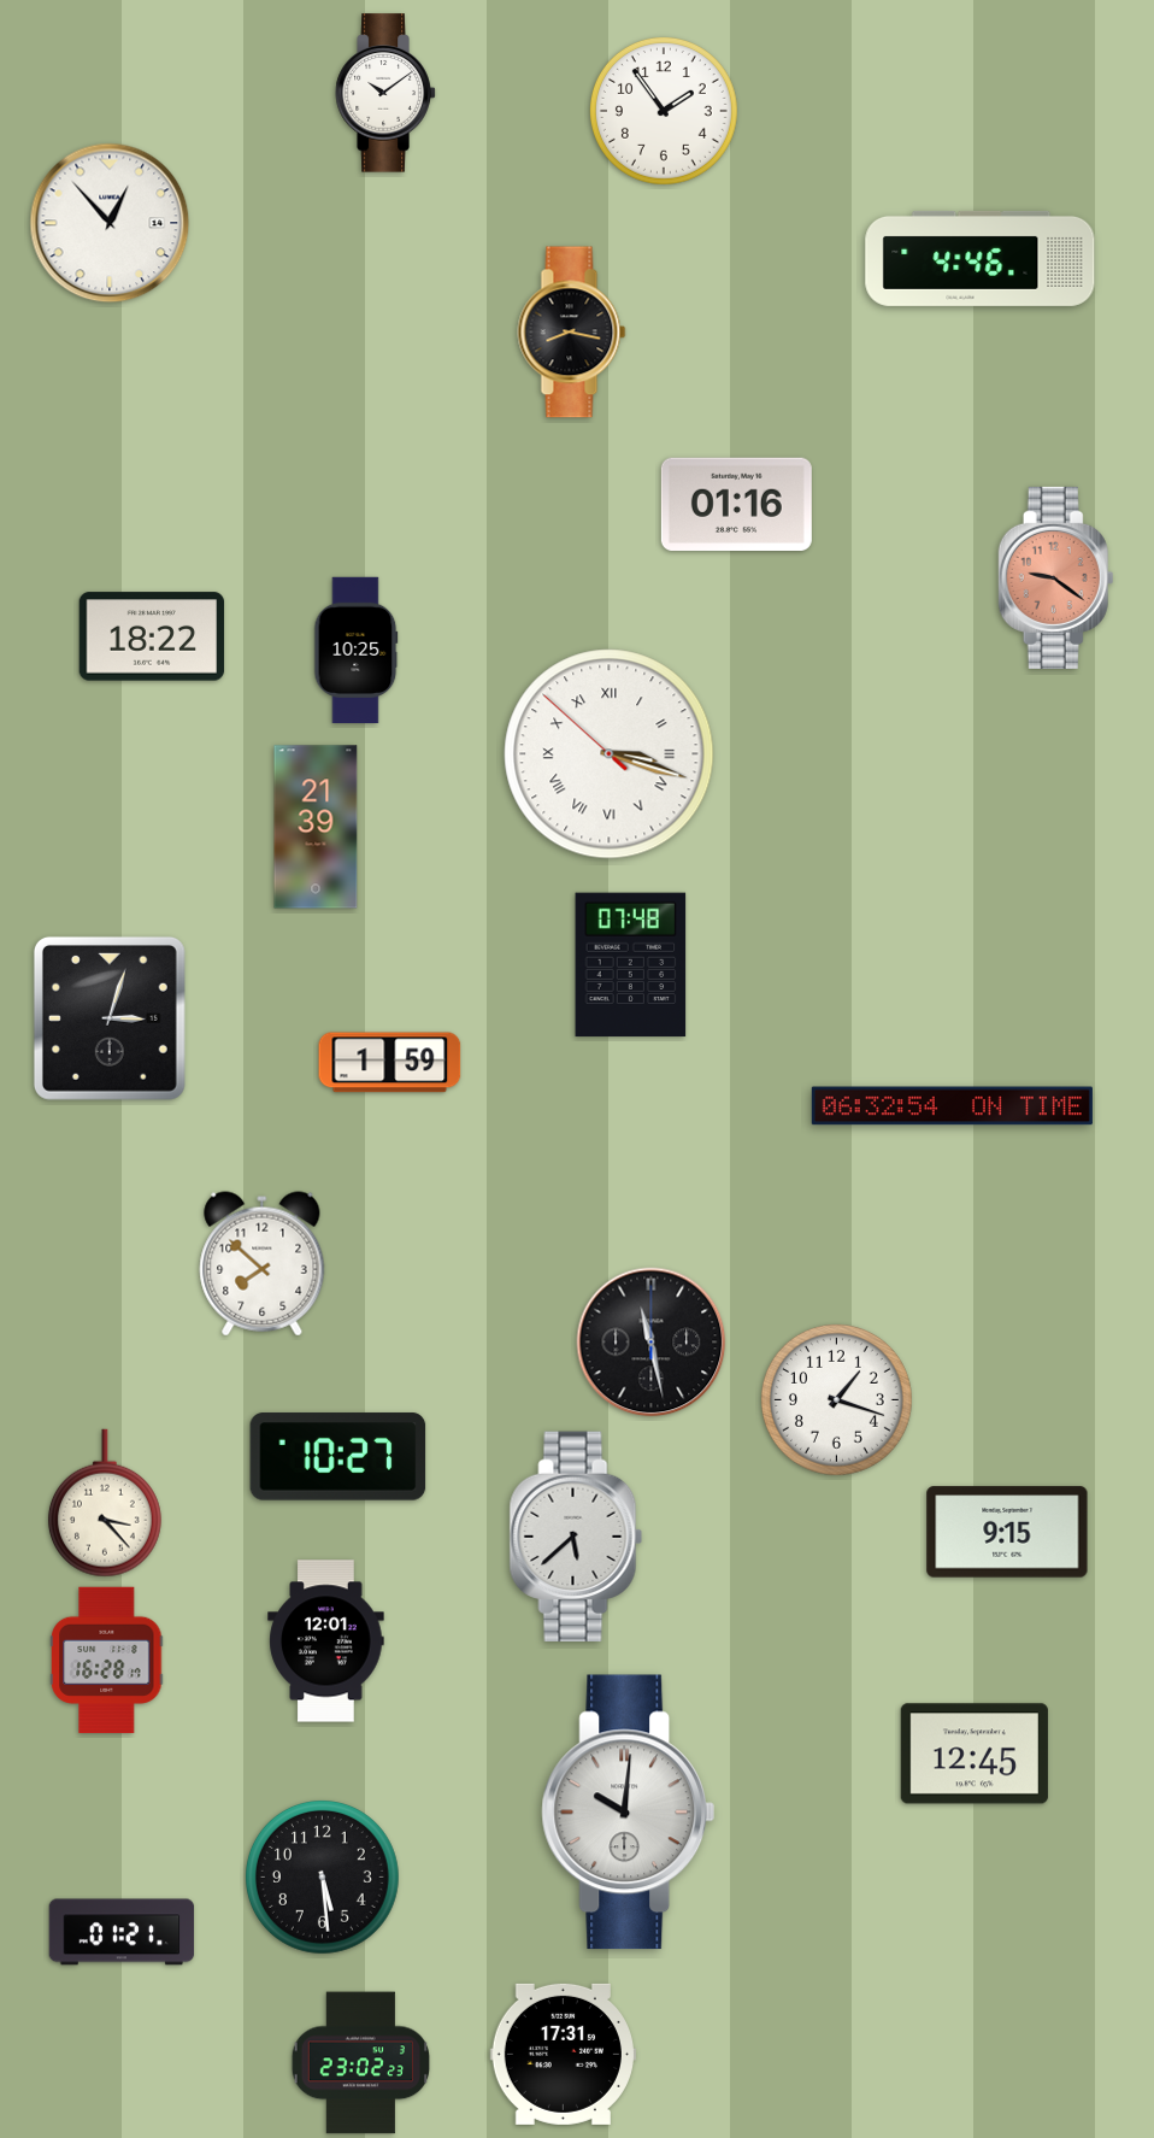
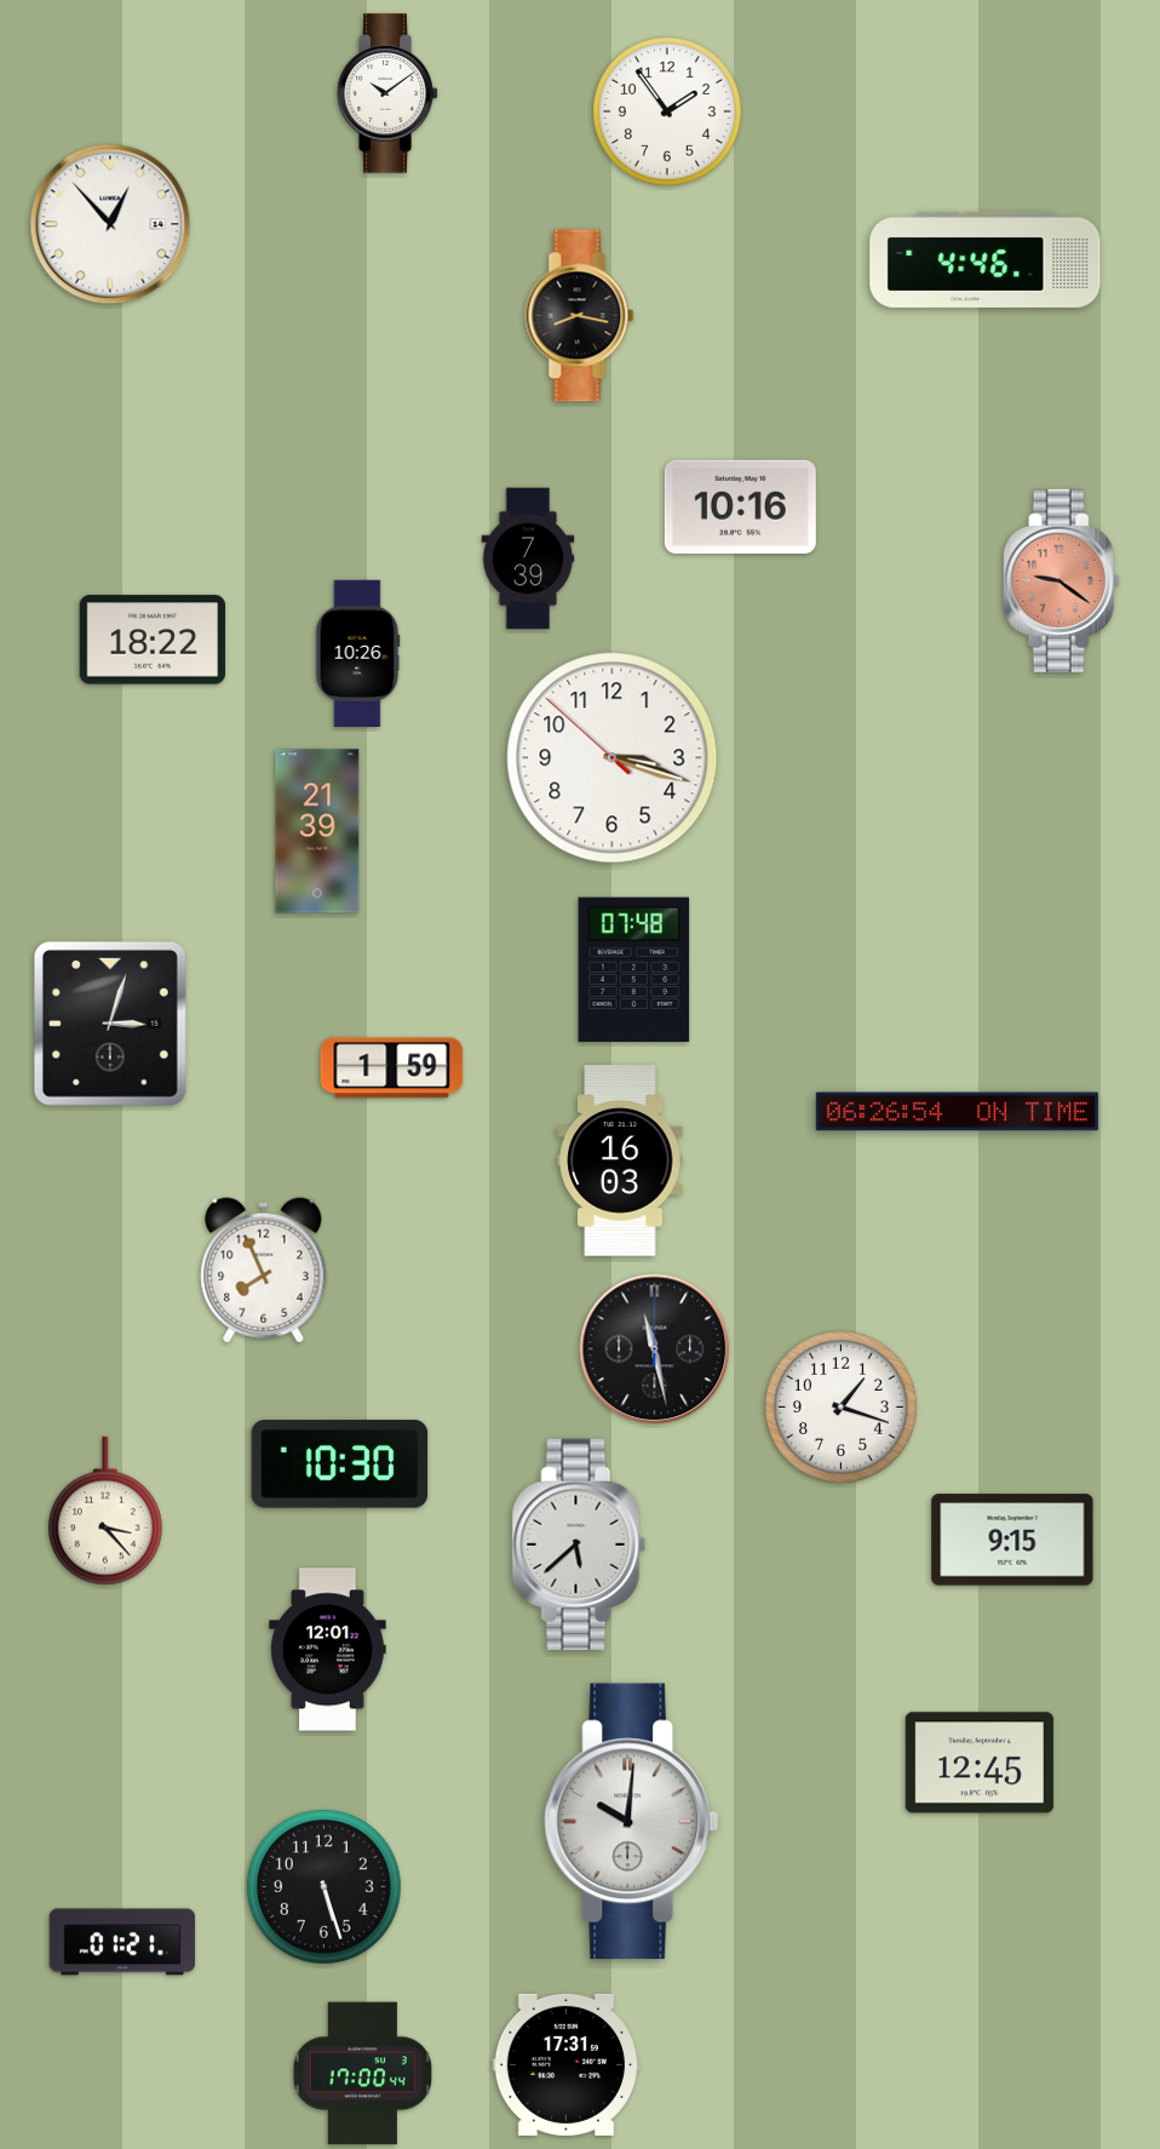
clock at (572, 333) position: (572, 333) -> (580, 316)
clock at (736, 504): 01:16 -> 10:16
clock at (528, 558): none -> 7:39
clock at (357, 651): 10:25 -> 10:26
clock at (610, 754) numerals: Roman -> Arabic
clock at (952, 1106): 06:32 -> 06:26
clock at (620, 1161): none -> 16:03
clock at (263, 1264): 7:52 -> 7:56
clock at (338, 1457): 10:27 -> 10:30
clock at (107, 1660): 16:28 -> none
clock at (323, 1878): 5:29 -> 5:27
clock at (361, 2063): 23:02 -> 17:00
